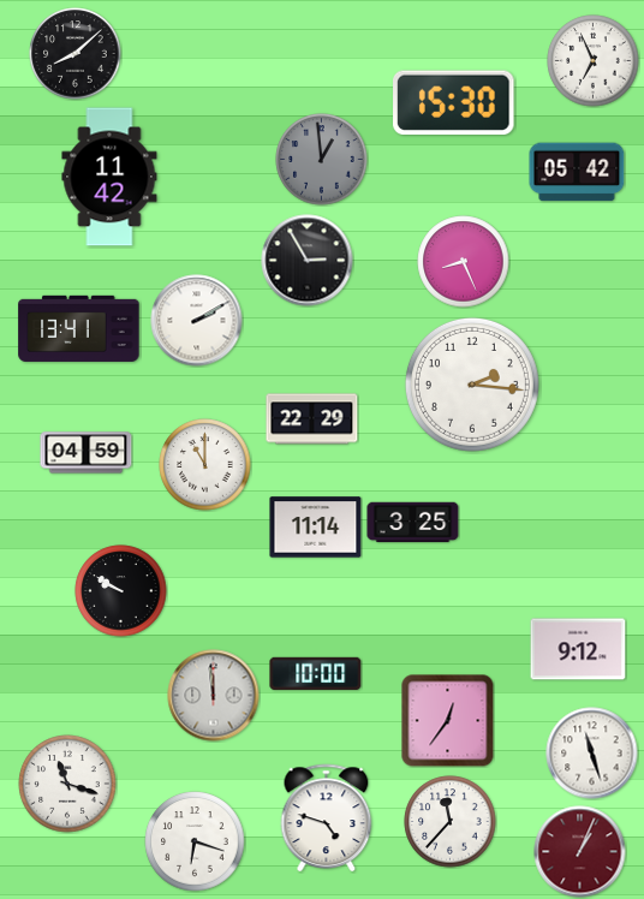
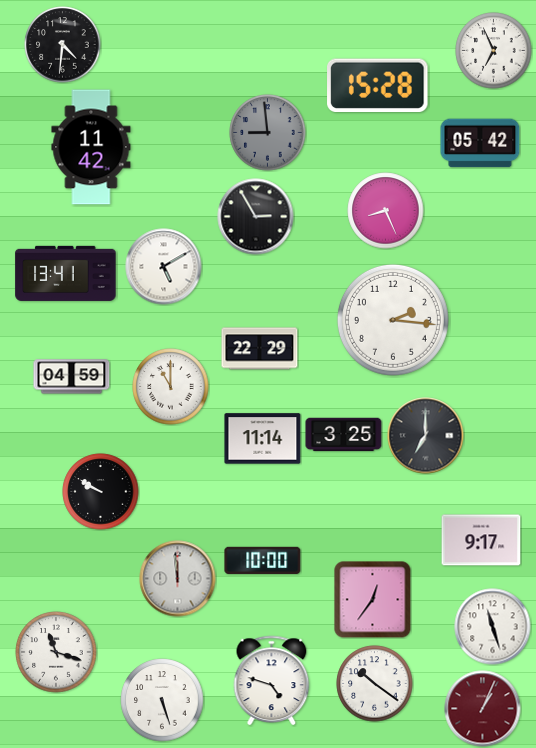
clock at (76, 54): 8:08 -> 4:31
clock at (454, 103): 15:30 -> 15:28
clock at (322, 160): 12:59 -> 8:59
clock at (464, 262) position: (464, 262) -> (386, 211)
clock at (197, 321): 2:10 -> 5:10
clock at (426, 436): none -> 7:00
clock at (578, 649): 9:12 -> 9:17
clock at (451, 822): 11:37 -> 10:21
clock at (195, 841): 6:18 -> 5:27
